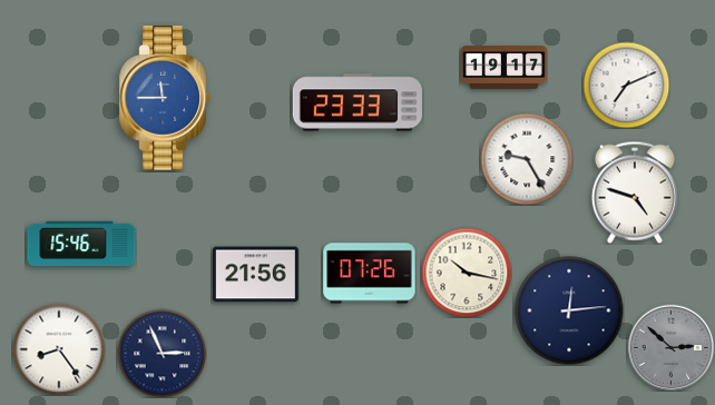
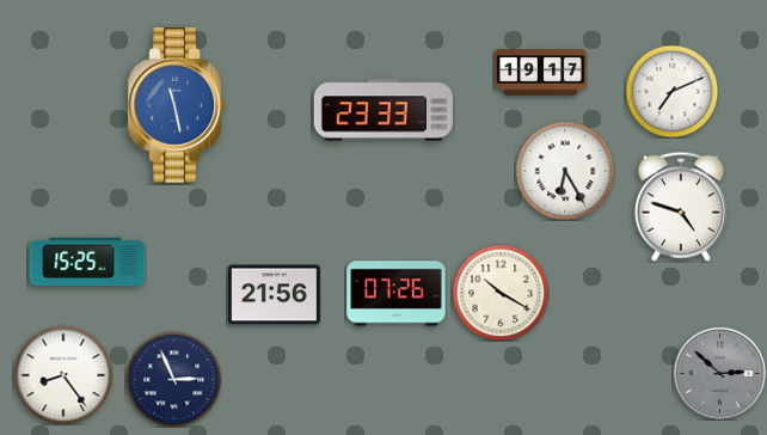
clock at (165, 98): 11:45 -> 11:28
clock at (527, 159): 9:25 -> 6:25
clock at (81, 244): 15:46 -> 15:25
clock at (467, 273): 10:17 -> 10:20
clock at (569, 310): 12:14 -> none
